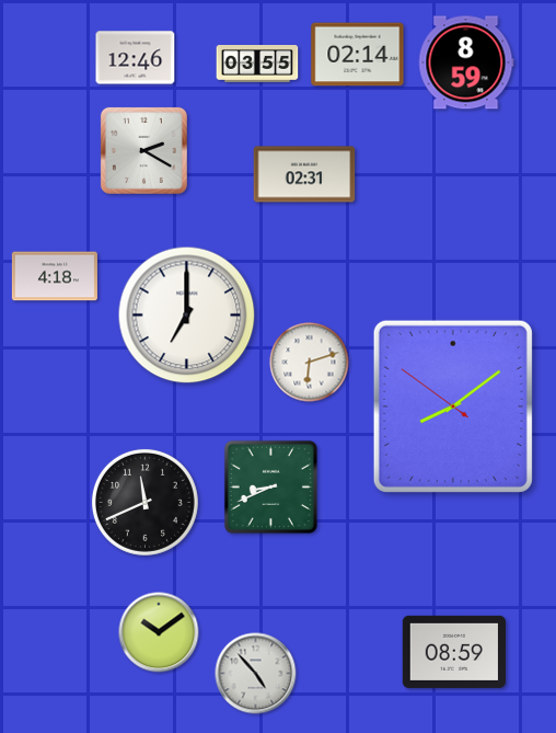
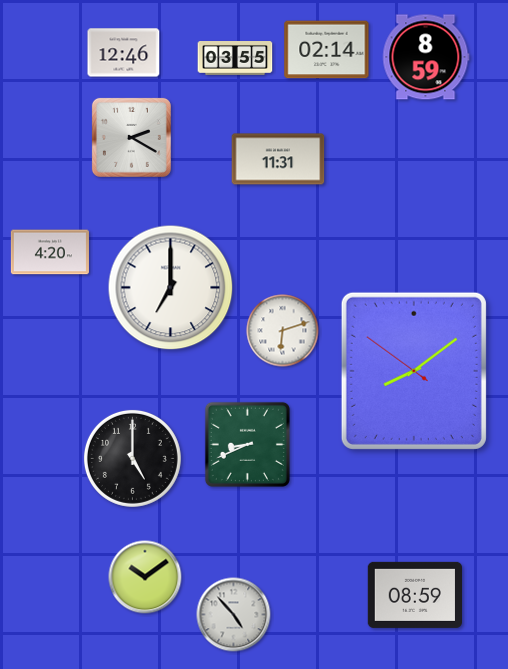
clock at (304, 174): 02:31 -> 11:31
clock at (55, 276): 4:18 -> 4:20
clock at (144, 502): 11:41 -> 5:00
